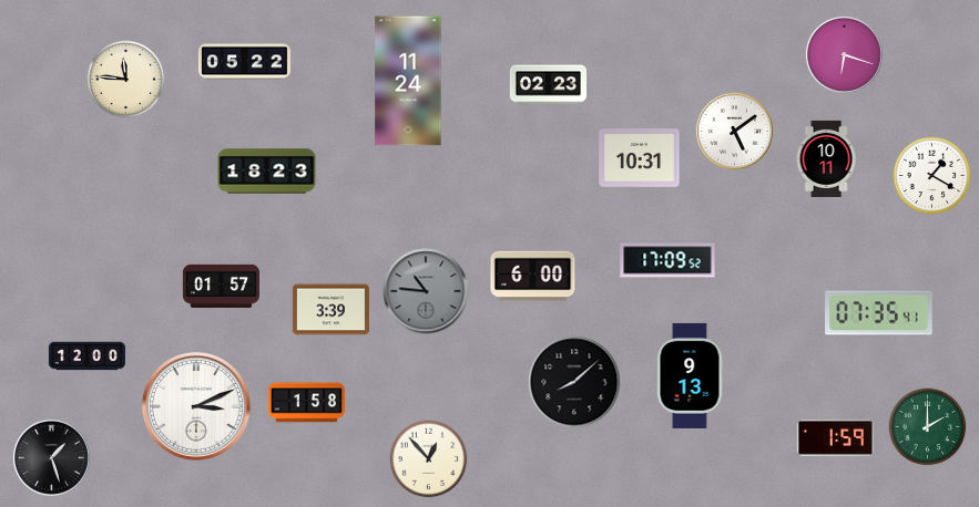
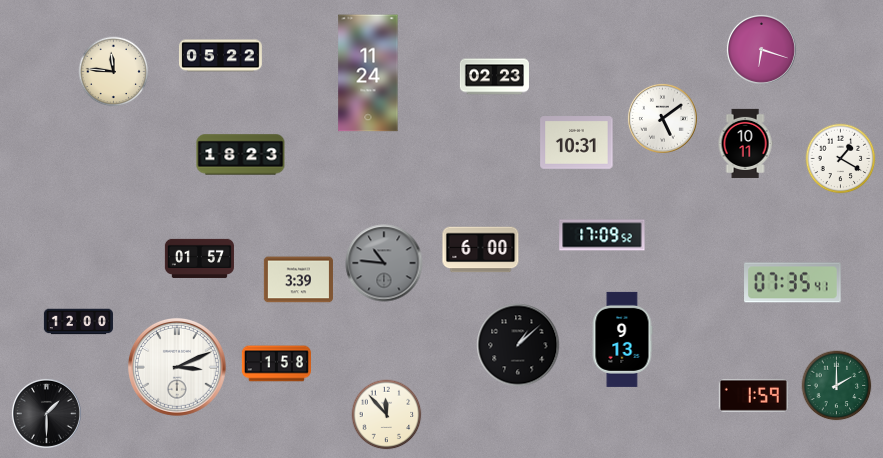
clock at (574, 382): 8:08 -> 1:08
clock at (51, 457): 1:27 -> 1:30
clock at (429, 459): 12:53 -> 11:53
